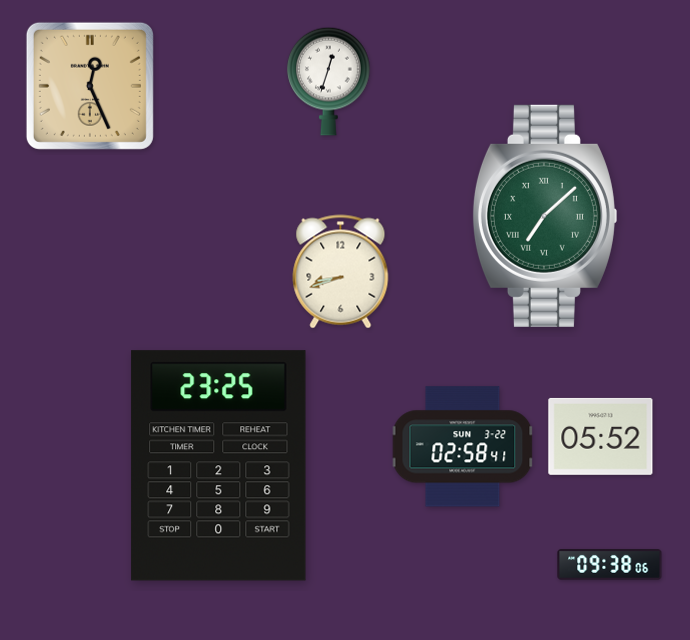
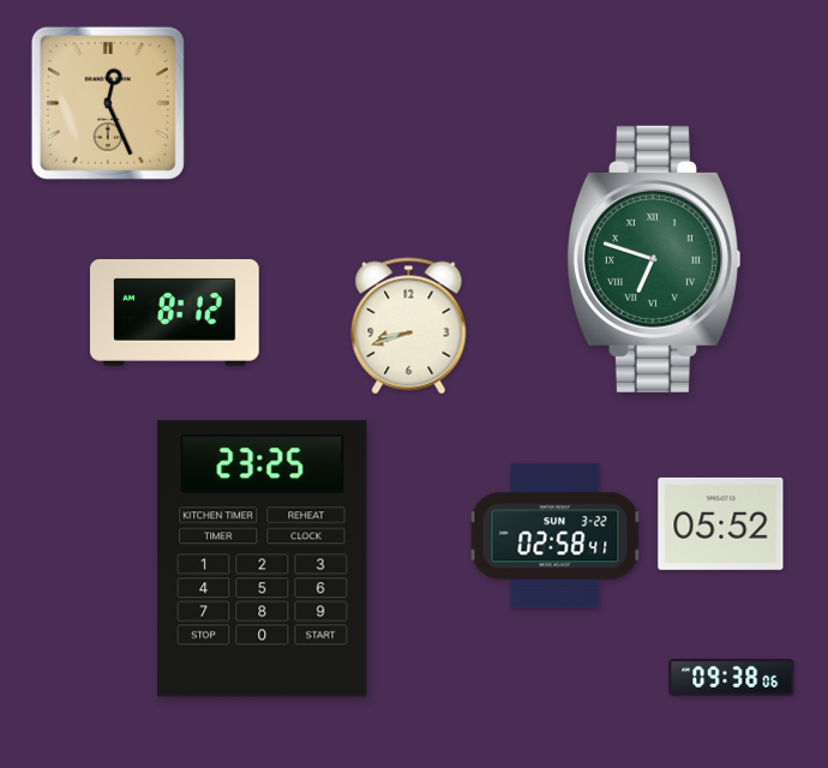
clock at (329, 81): 12:33 -> none
clock at (544, 216): 7:08 -> 6:48
clock at (175, 312): none -> 8:12
